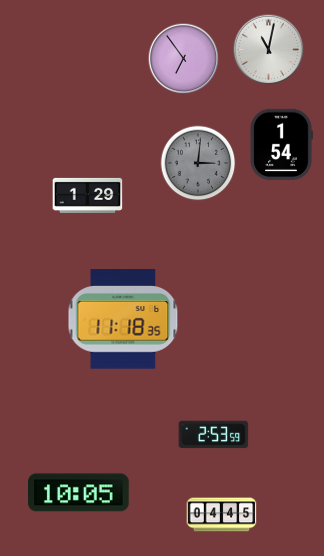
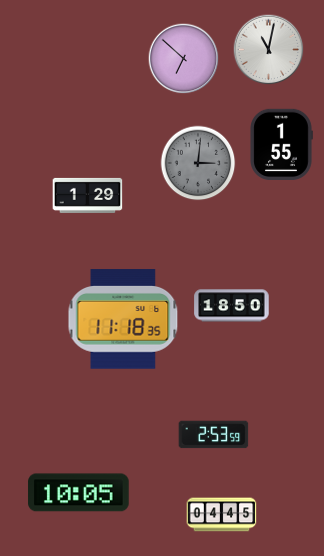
clock at (184, 59): 6:54 -> 6:52
clock at (281, 144): 1:54 -> 1:55
clock at (232, 306): none -> 18:50
